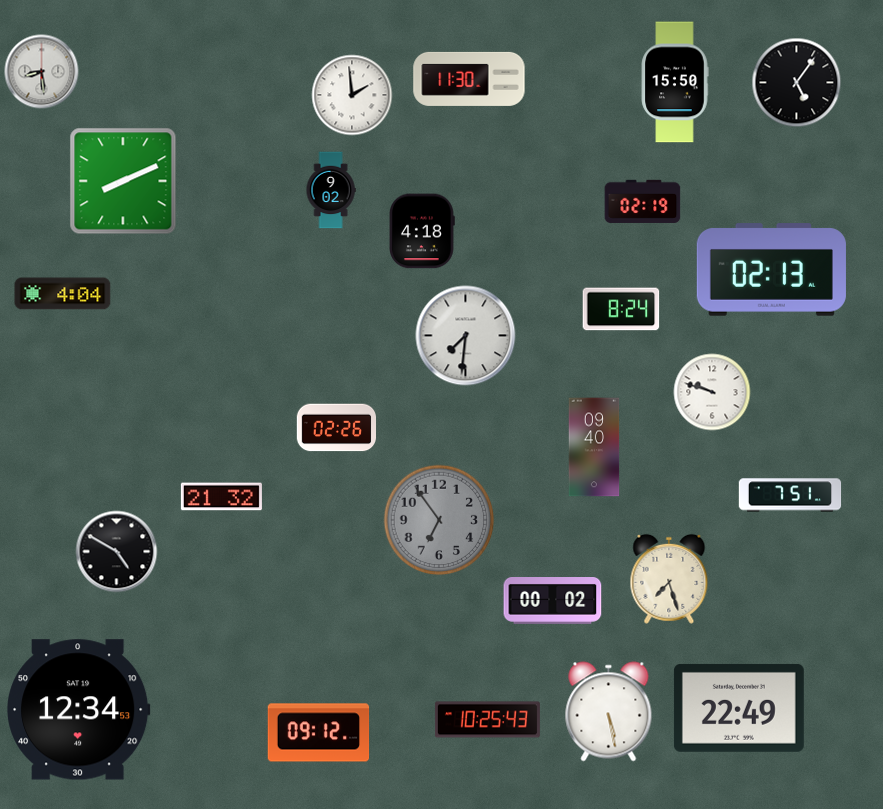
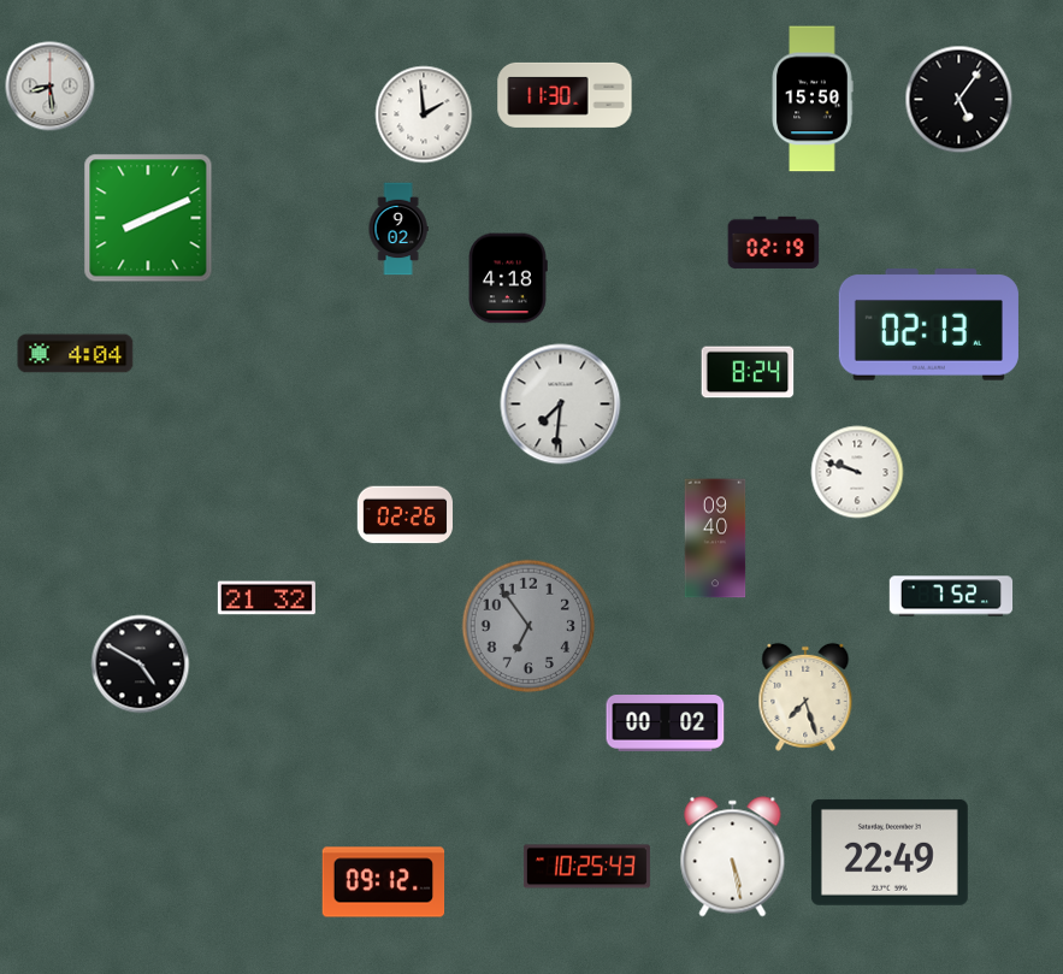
clock at (790, 495): 7:51 -> 7:52
clock at (79, 710): 12:34 -> none
